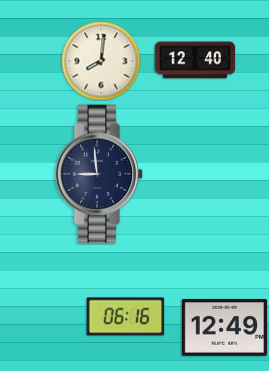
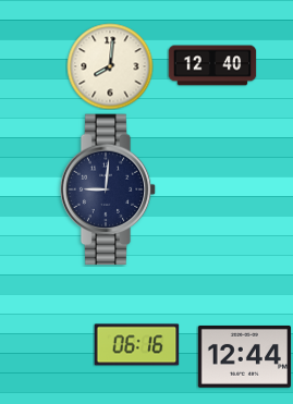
clock at (99, 174): 8:59 -> 9:01
clock at (224, 327): 12:49 -> 12:44
